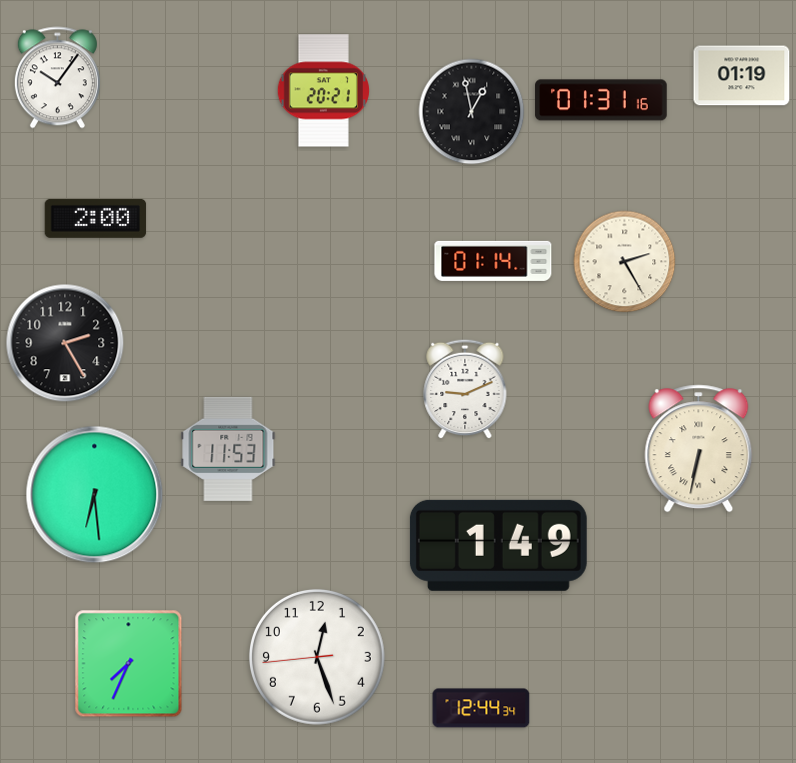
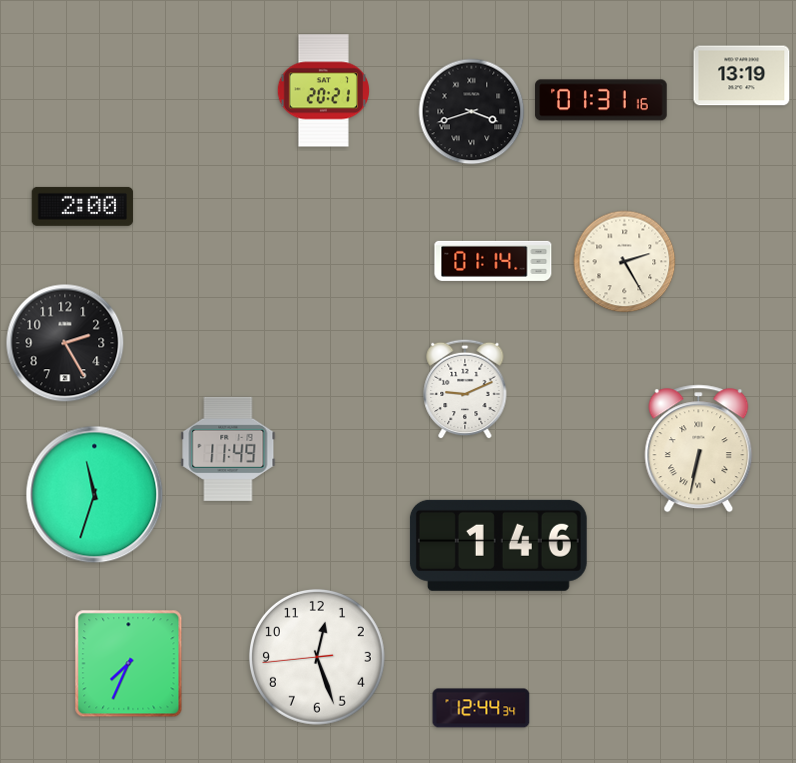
clock at (742, 76): 01:19 -> 13:19
clock at (57, 78): 10:06 -> none
clock at (472, 112): 12:58 -> 3:42
clock at (96, 218) position: (96, 218) -> (83, 206)
clock at (228, 449): 11:53 -> 11:49
clock at (95, 495): 6:29 -> 11:33
clock at (498, 545): 1:49 -> 1:46
